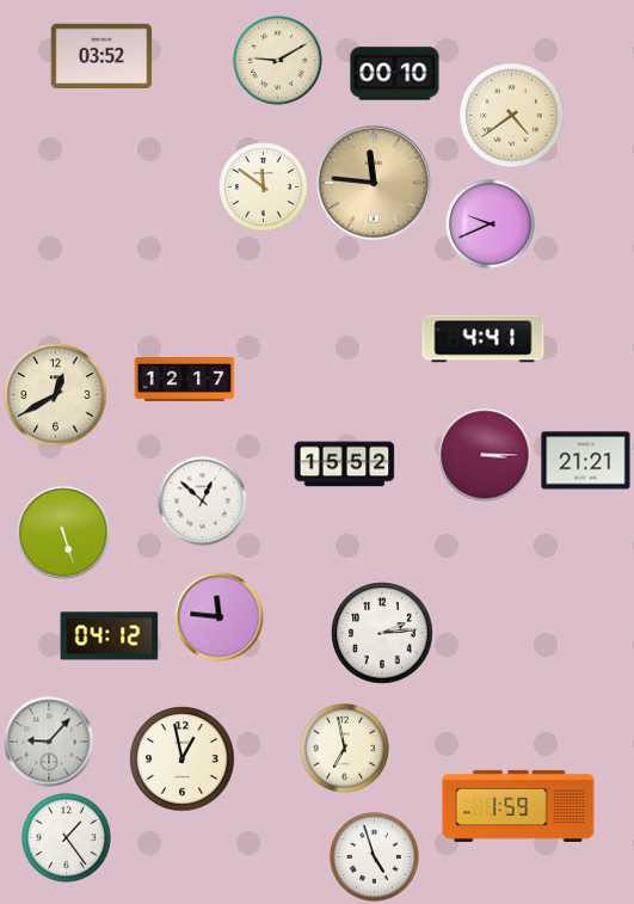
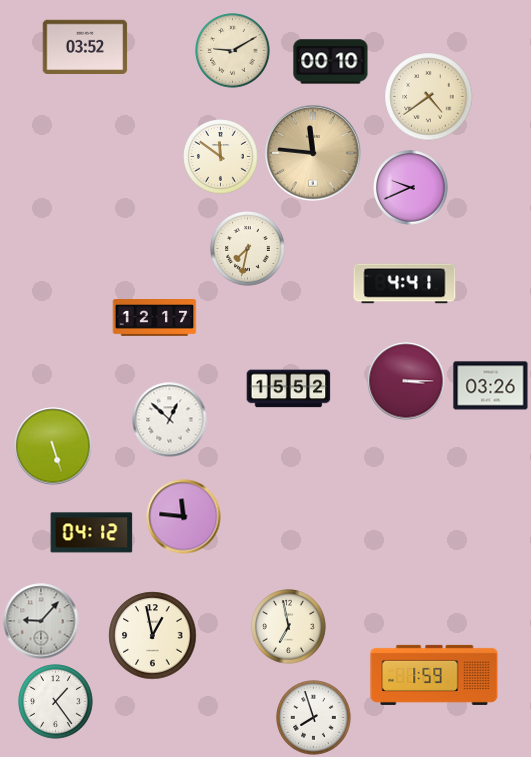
clock at (248, 249): none -> 7:32
clock at (56, 395): 12:40 -> none
clock at (586, 461): 21:21 -> 03:26
clock at (382, 633): 2:14 -> none
clock at (375, 857): 4:57 -> 7:57
